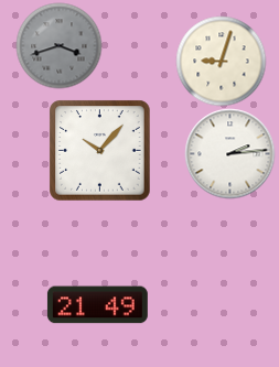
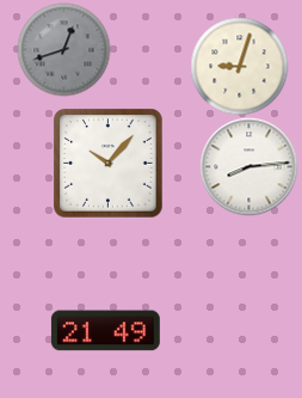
clock at (58, 45): 3:42 -> 12:42
clock at (229, 153): 2:14 -> 8:14
